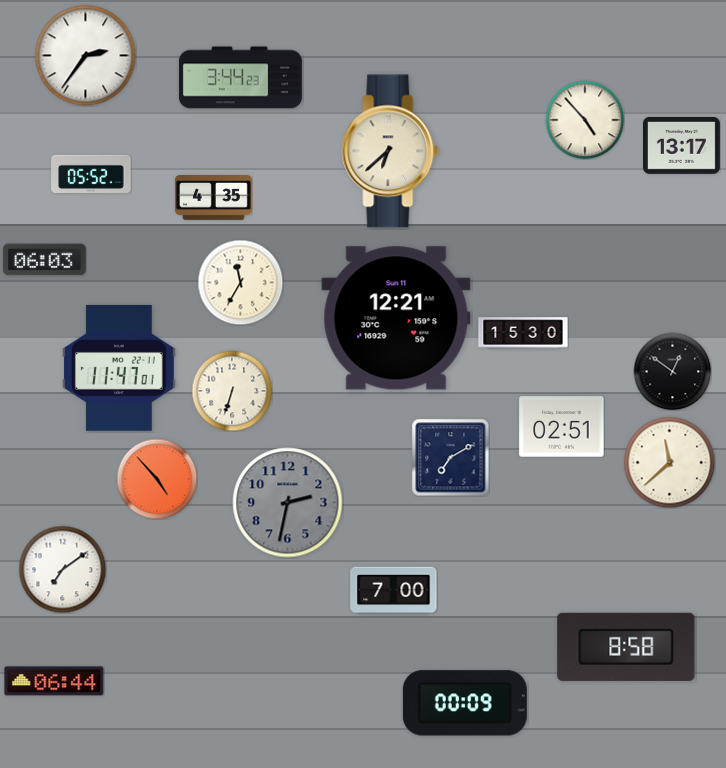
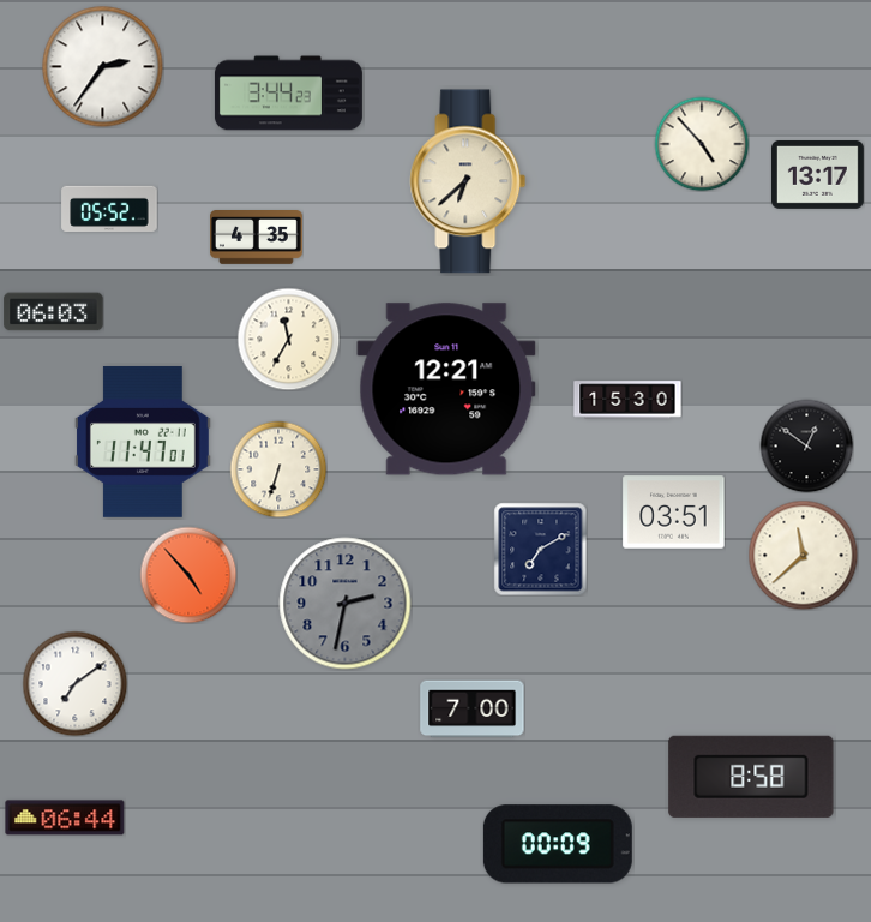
clock at (396, 318) position: (396, 318) -> (446, 389)
clock at (562, 427): 02:51 -> 03:51
